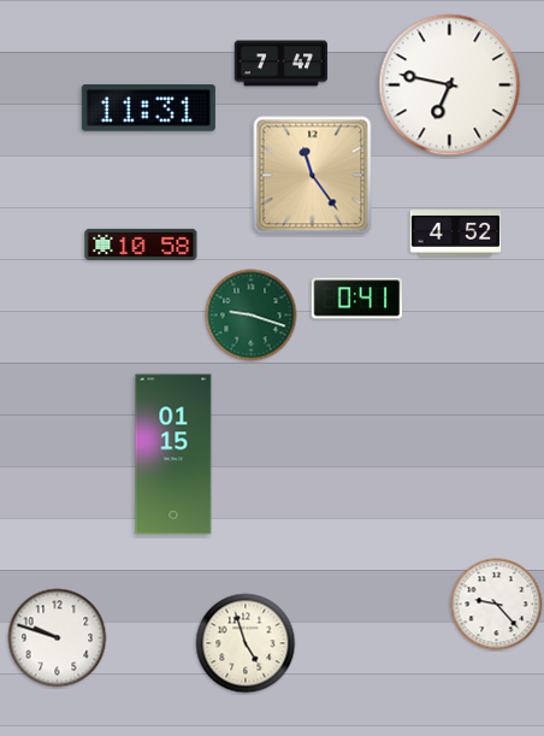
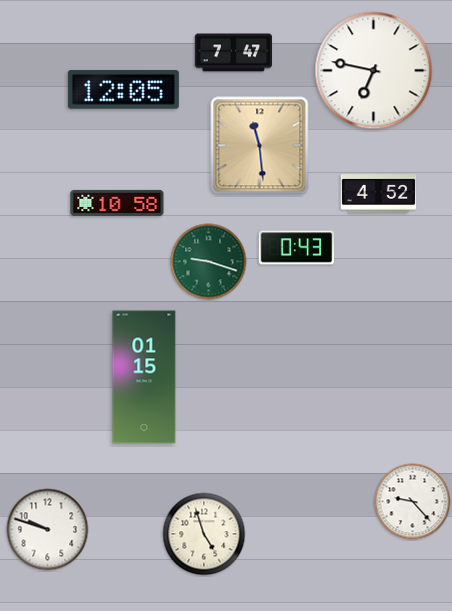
clock at (148, 108): 11:31 -> 12:05
clock at (313, 176): 11:24 -> 11:29
clock at (357, 299): 0:41 -> 0:43
